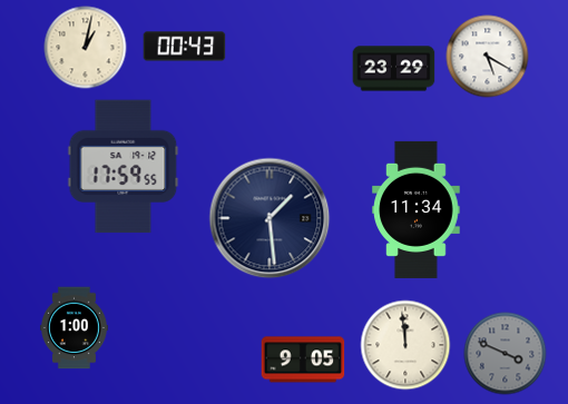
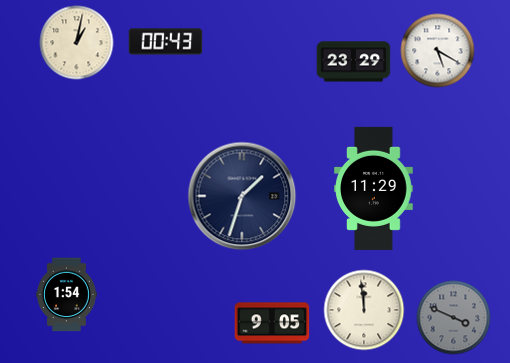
clock at (124, 167): 17:59 -> none
clock at (417, 209): 11:34 -> 11:29
clock at (270, 218): 1:29 -> 1:33
clock at (74, 328): 1:00 -> 1:54
